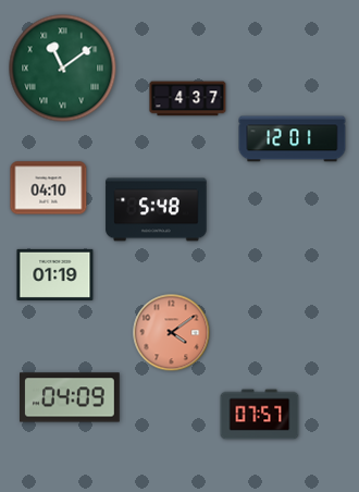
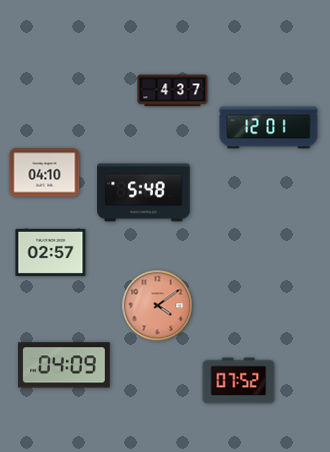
clock at (63, 69): 11:09 -> none
clock at (55, 274): 01:19 -> 02:57
clock at (260, 415): 07:57 -> 07:52
